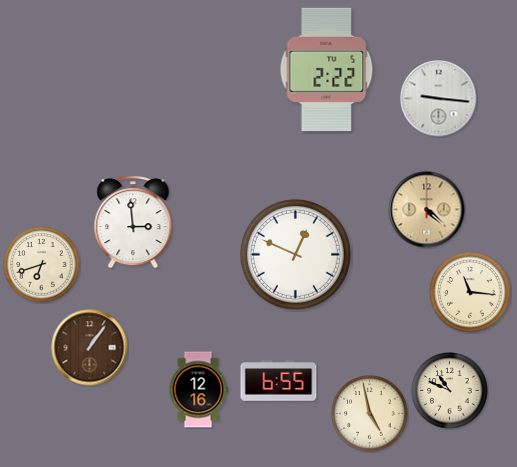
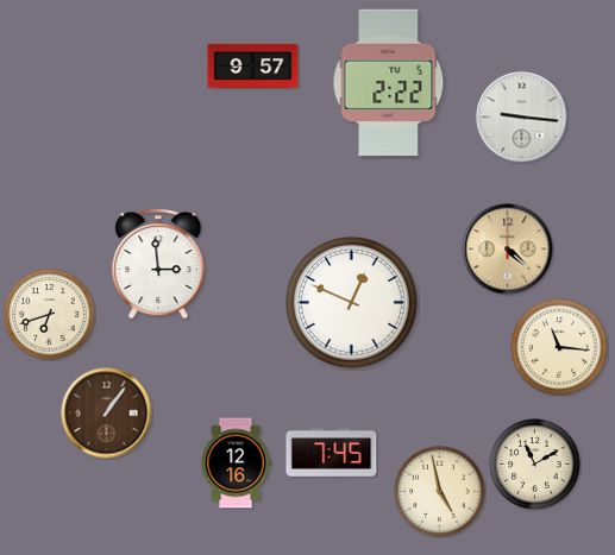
clock at (253, 65): none -> 9:57
clock at (279, 381): 6:55 -> 7:45
clock at (450, 391): 10:49 -> 11:10
